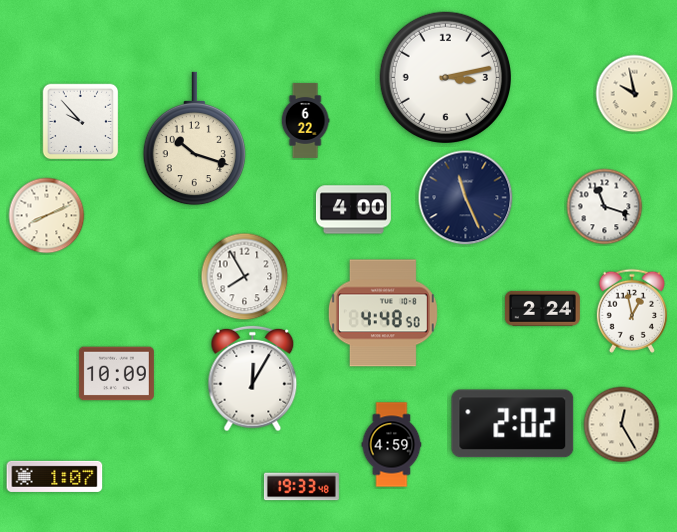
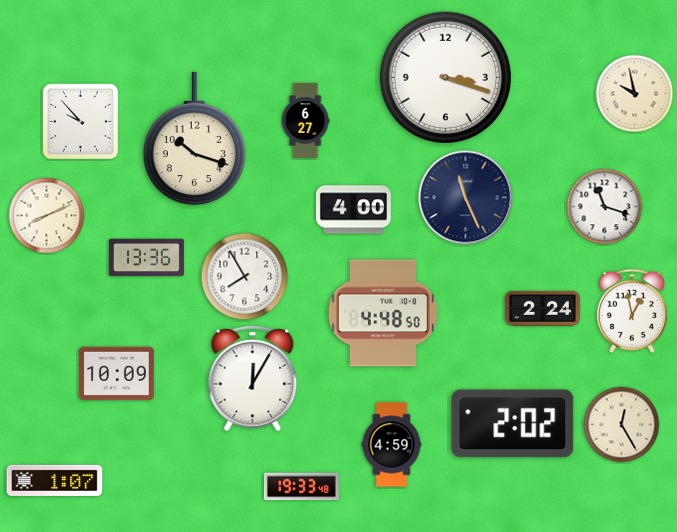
clock at (445, 77): 3:13 -> 3:18
clock at (305, 120): 6:22 -> 6:27
clock at (146, 258): none -> 13:36
clock at (55, 476) position: (55, 476) -> (55, 480)
